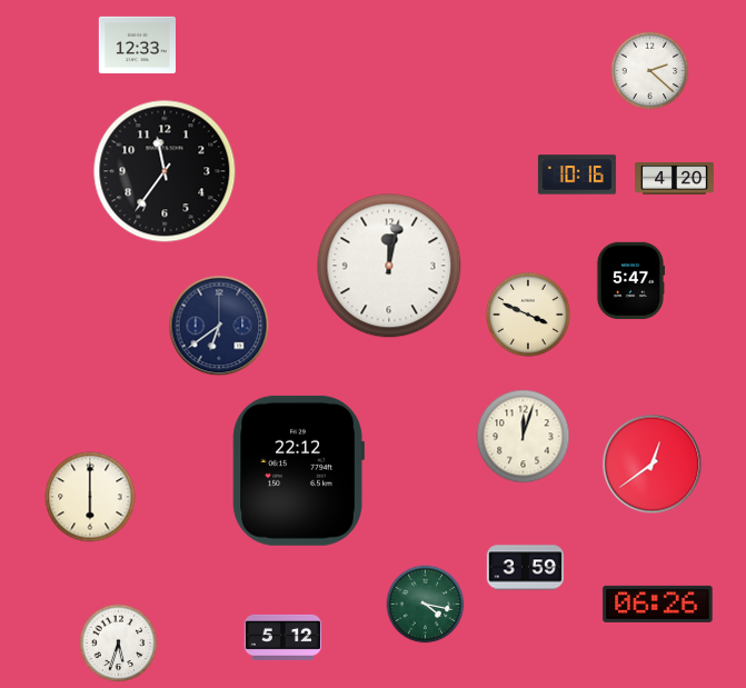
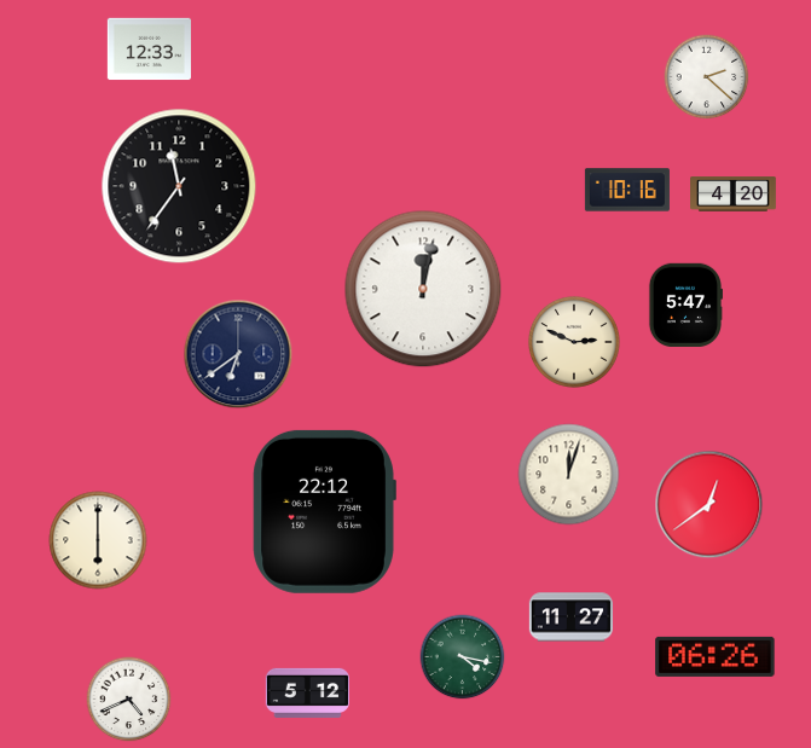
clock at (528, 315): 3:49 -> 2:49
clock at (525, 568): 3:59 -> 11:27
clock at (119, 644): 5:33 -> 4:41
